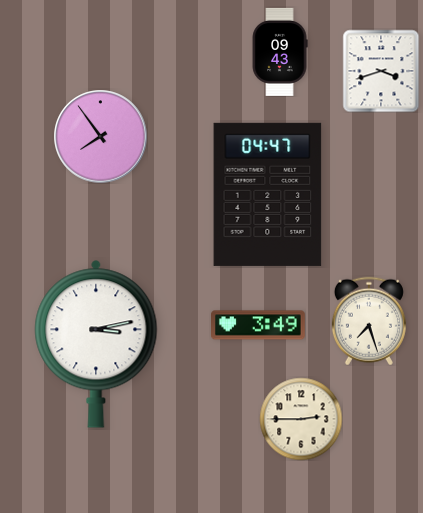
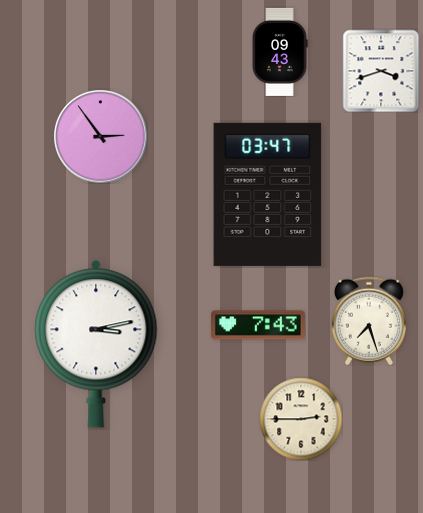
clock at (100, 136): 7:54 -> 2:54
clock at (268, 194): 04:47 -> 03:47
clock at (259, 325): 3:49 -> 7:43
